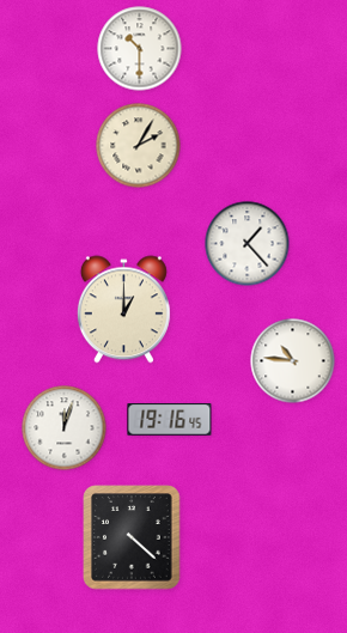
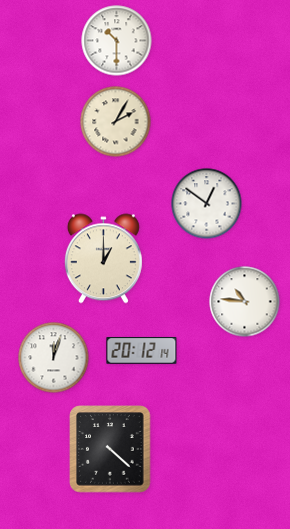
clock at (248, 244): 1:23 -> 12:51
clock at (170, 420): 19:16 -> 20:12
